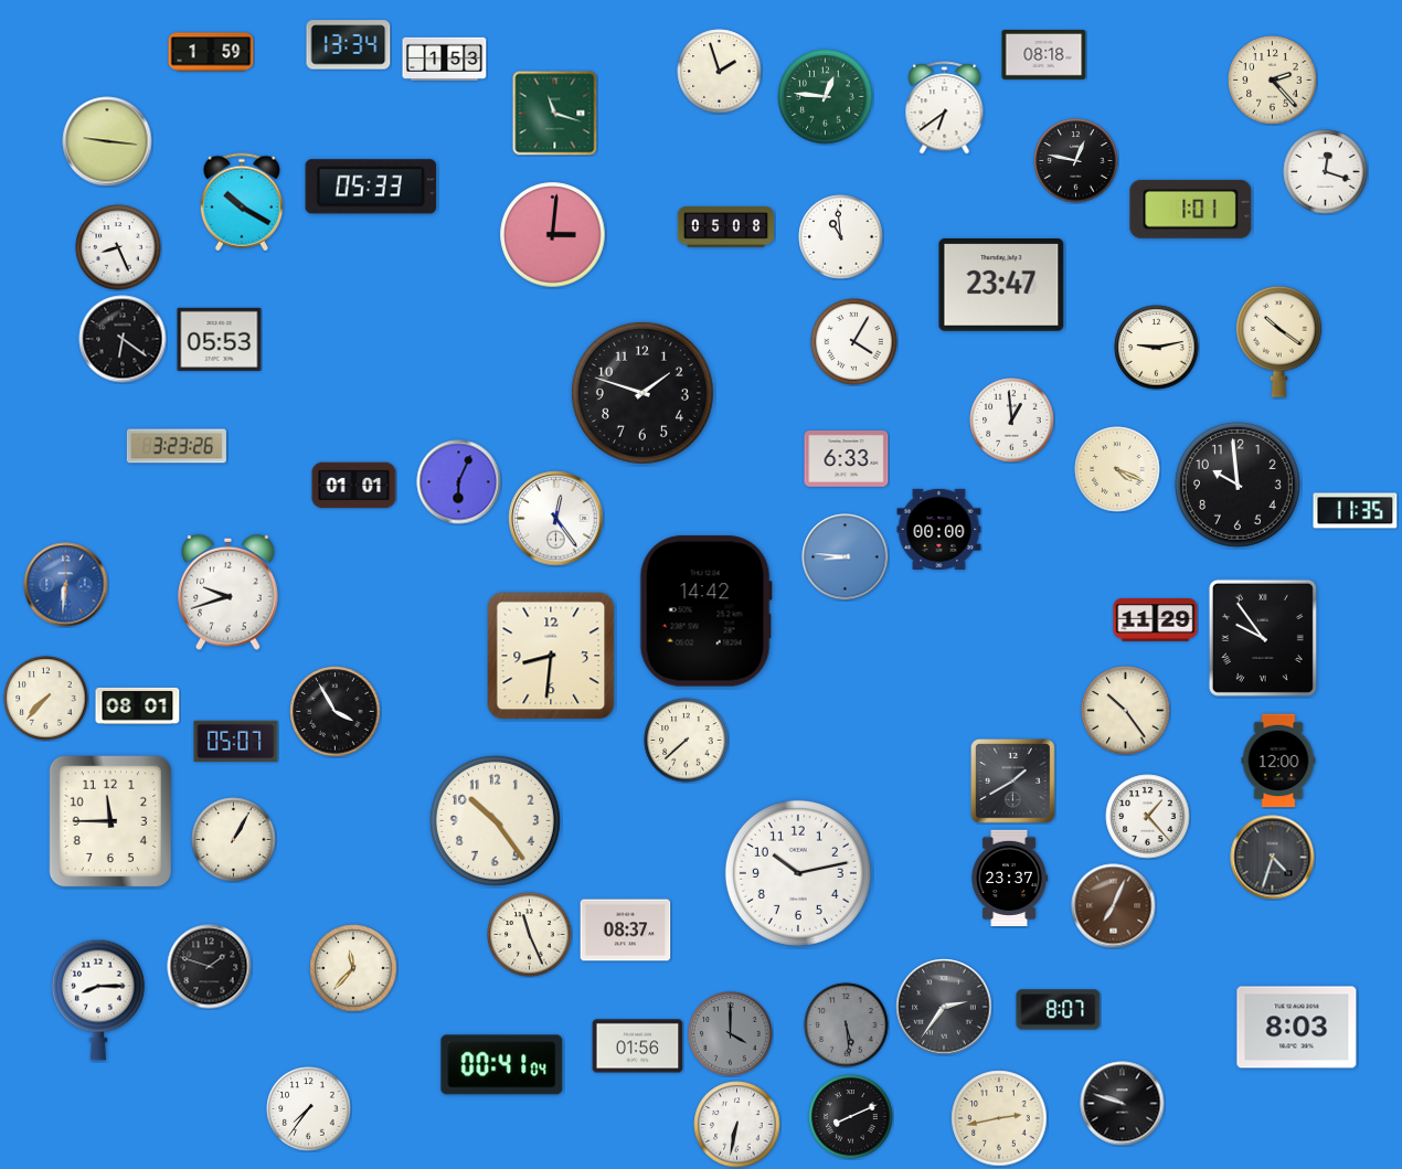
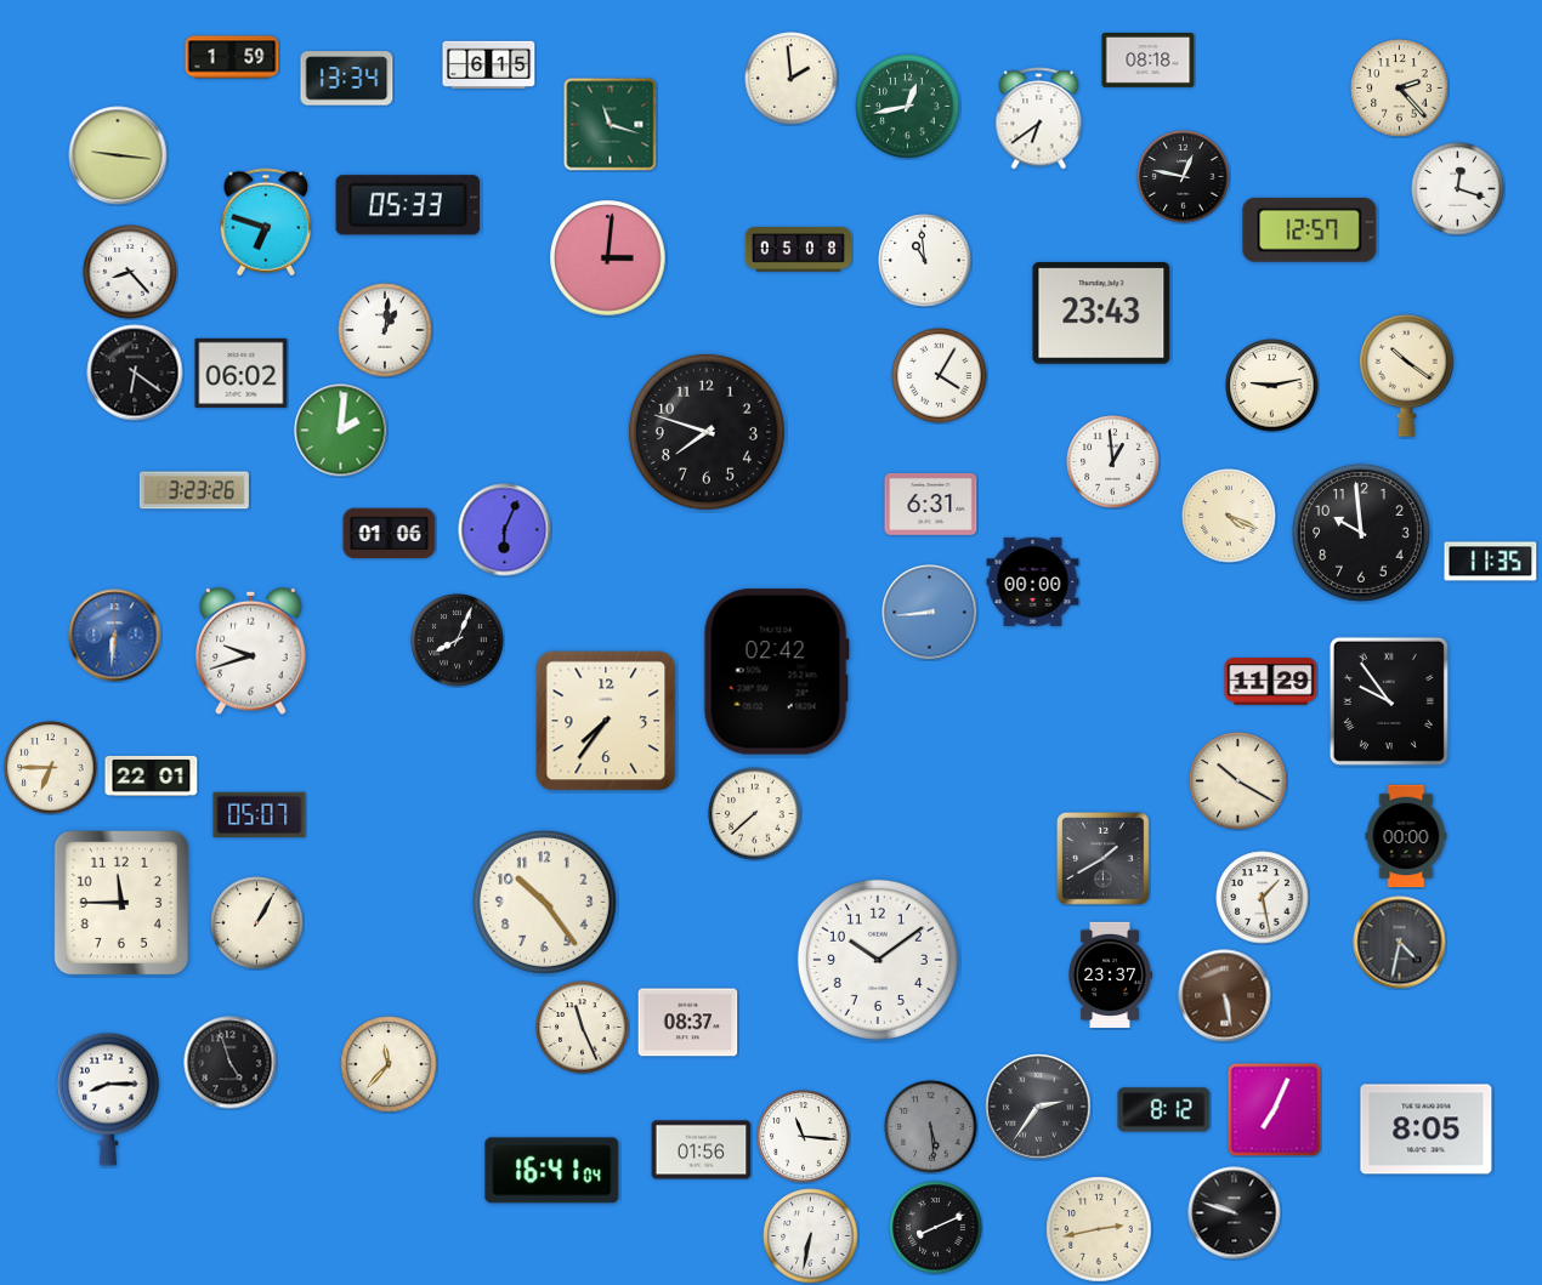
clock at (349, 45) position: (349, 45) -> (347, 79)
clock at (445, 59): 1:53 -> 6:15
clock at (720, 72): 1:57 -> 1:59
clock at (826, 97): 12:46 -> 12:43
clock at (242, 202): 10:20 -> 6:48
clock at (1191, 209): 1:01 -> 12:57
clock at (118, 247): 8:26 -> 8:23
clock at (1001, 286): 23:47 -> 23:43
clock at (385, 330): none -> 1:01
clock at (220, 339): 05:53 -> 06:02
clock at (1157, 348) position: (1157, 348) -> (1272, 386)
clock at (341, 431): none -> 2:01
clock at (642, 393): 1:48 -> 7:48
clock at (847, 458): 6:33 -> 6:31
clock at (354, 486): 01:01 -> 01:06
clock at (556, 519): 12:24 -> none
clock at (846, 557): 8:46 -> 8:44
clock at (458, 641): none -> 8:04
clock at (66, 585) position: (66, 585) -> (115, 636)
clock at (705, 612): 14:42 -> 02:42
clock at (551, 656): 8:31 -> 7:36
clock at (46, 699): 7:37 -> 6:45
clock at (138, 705): 08:01 -> 22:01
clock at (1126, 711): 10:24 -> 10:20
clock at (336, 712): 3:55 -> none
clock at (1278, 761): 12:00 -> 00:00
clock at (1013, 782) position: (1013, 782) -> (1104, 859)
clock at (1148, 817): 1:23 -> 1:28
clock at (1273, 858): 4:33 -> 4:32
clock at (798, 873): 10:13 -> 10:09
clock at (1009, 878) position: (1009, 878) -> (1110, 974)
clock at (1114, 906): 7:04 -> 5:28
clock at (210, 967): 1:48 -> 4:57
clock at (1274, 1109): none -> 7:04
clock at (1059, 1010): 8:07 -> 8:12
clock at (1297, 1028): 8:03 -> 8:05
clock at (731, 1034): 4:00 -> 11:16
clock at (731, 1034) dial: grey -> white
clock at (502, 1065): 00:41 -> 16:41
clock at (309, 1109): 7:36 -> none
